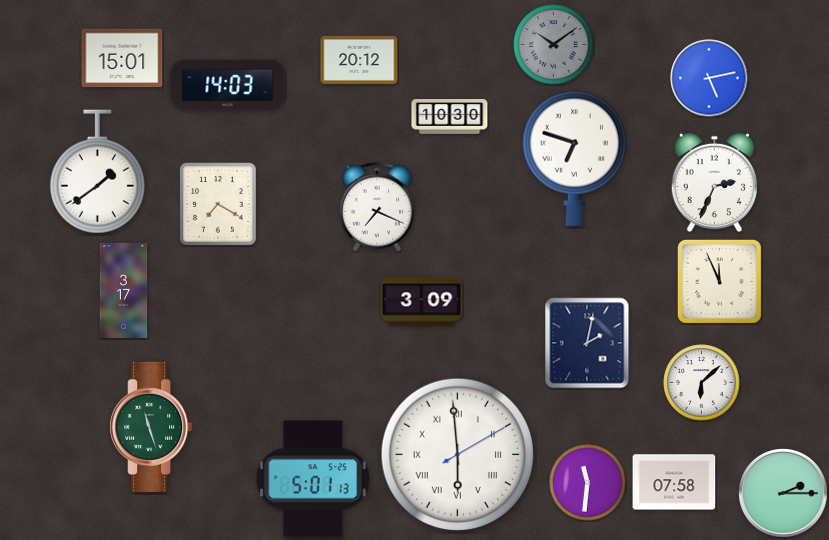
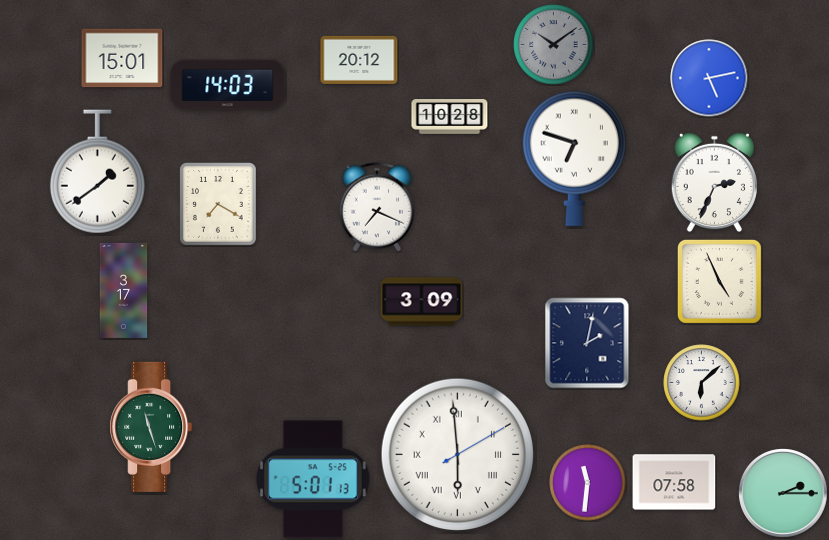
clock at (450, 117): 10:30 -> 10:28
clock at (719, 281): 11:56 -> 4:56
